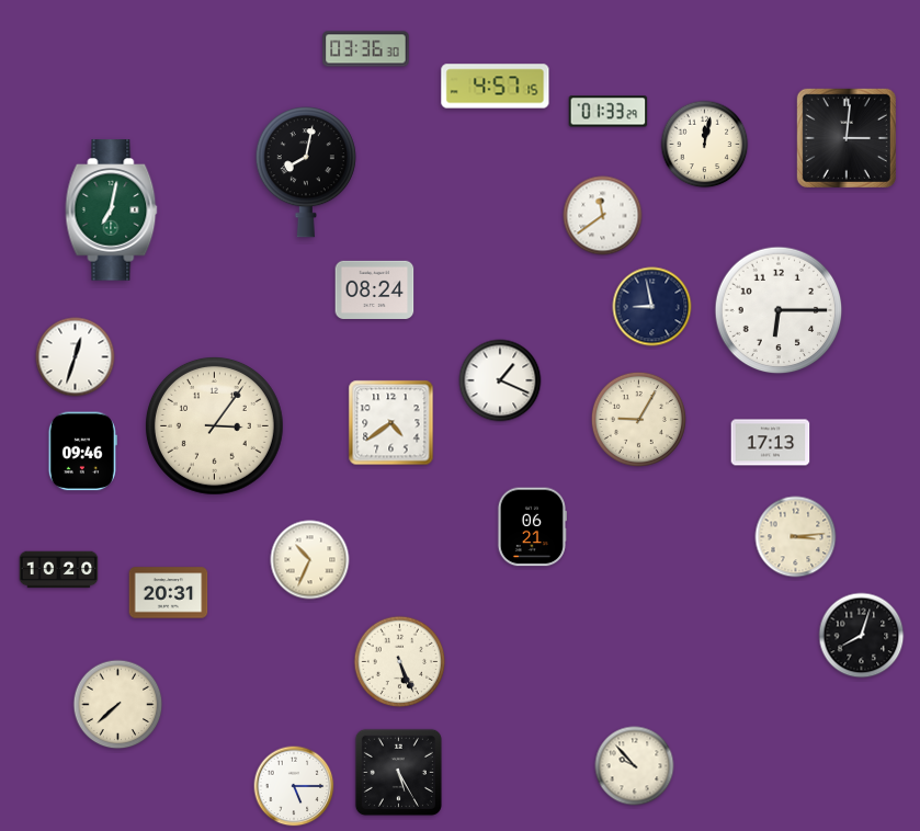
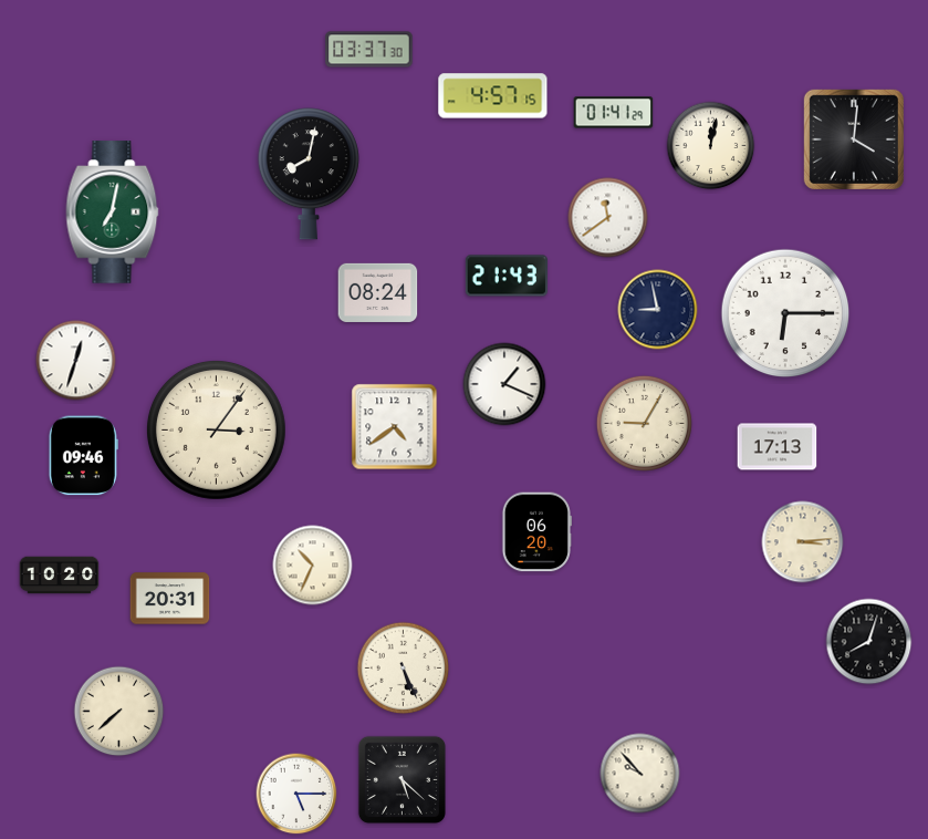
clock at (366, 49): 03:36 -> 03:37
clock at (496, 87) position: (496, 87) -> (493, 96)
clock at (609, 112): 01:33 -> 01:41
clock at (847, 138): 3:01 -> 4:01
clock at (507, 276): none -> 21:43
clock at (532, 527): 06:21 -> 06:20
clock at (398, 772): 5:25 -> 5:22
